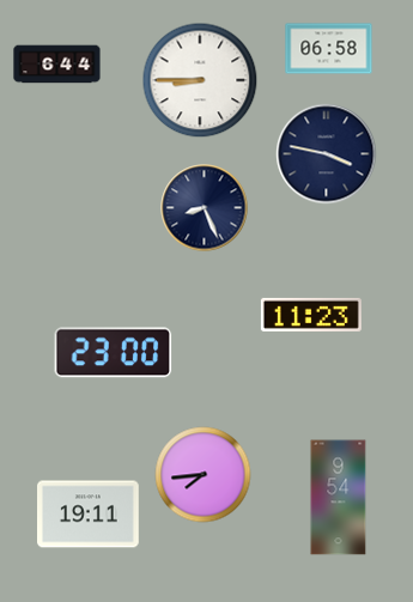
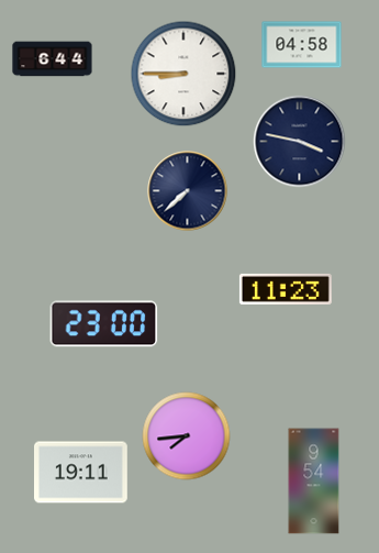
clock at (329, 49): 06:58 -> 04:58
clock at (205, 208): 8:26 -> 7:38
clock at (339, 498) position: (339, 498) -> (314, 482)
